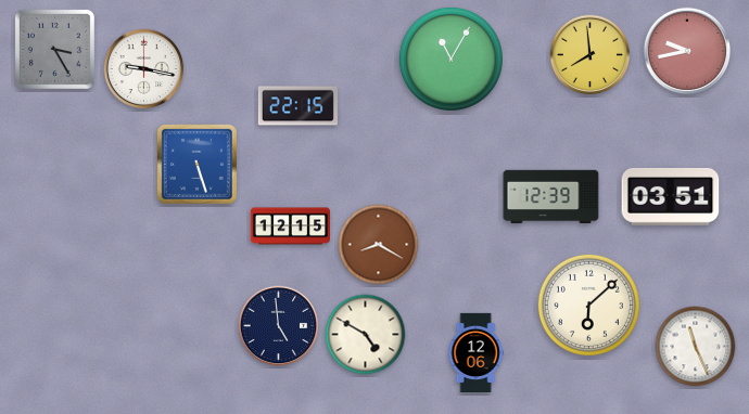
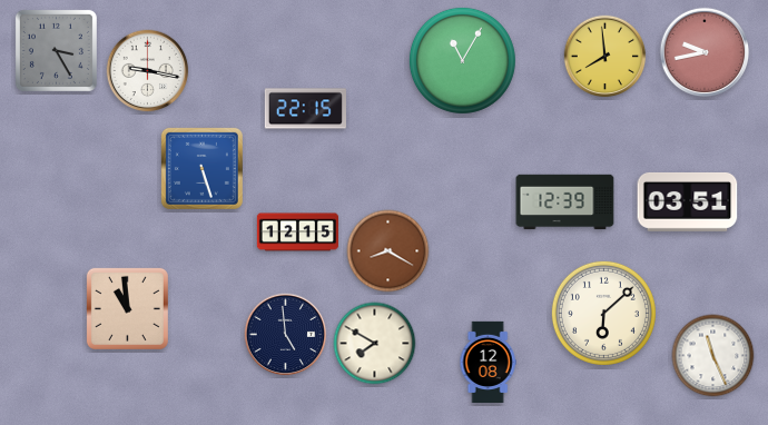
clock at (127, 308): none -> 10:59
clock at (366, 335): 4:50 -> 7:50
clock at (475, 352): 12:06 -> 12:08
